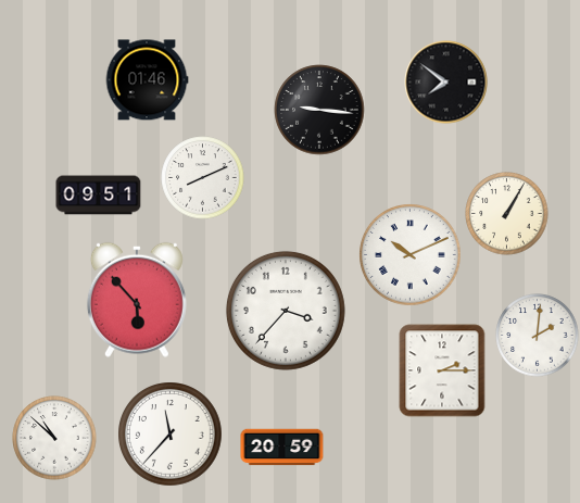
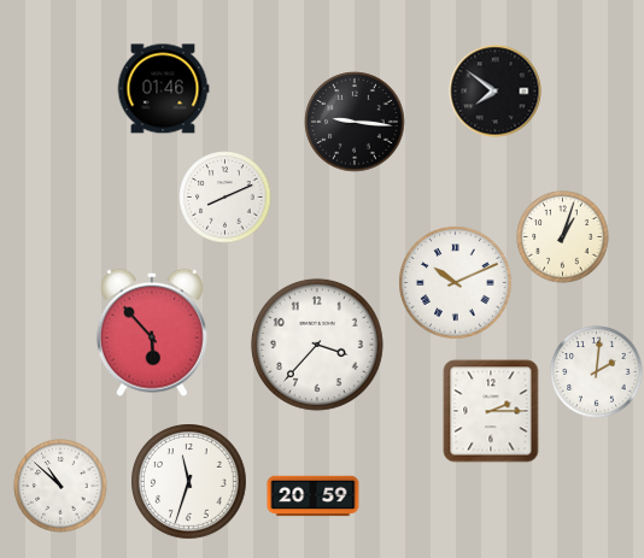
clock at (99, 196): 09:51 -> none
clock at (507, 214): 1:05 -> 1:03
clock at (171, 435): 11:37 -> 11:33
